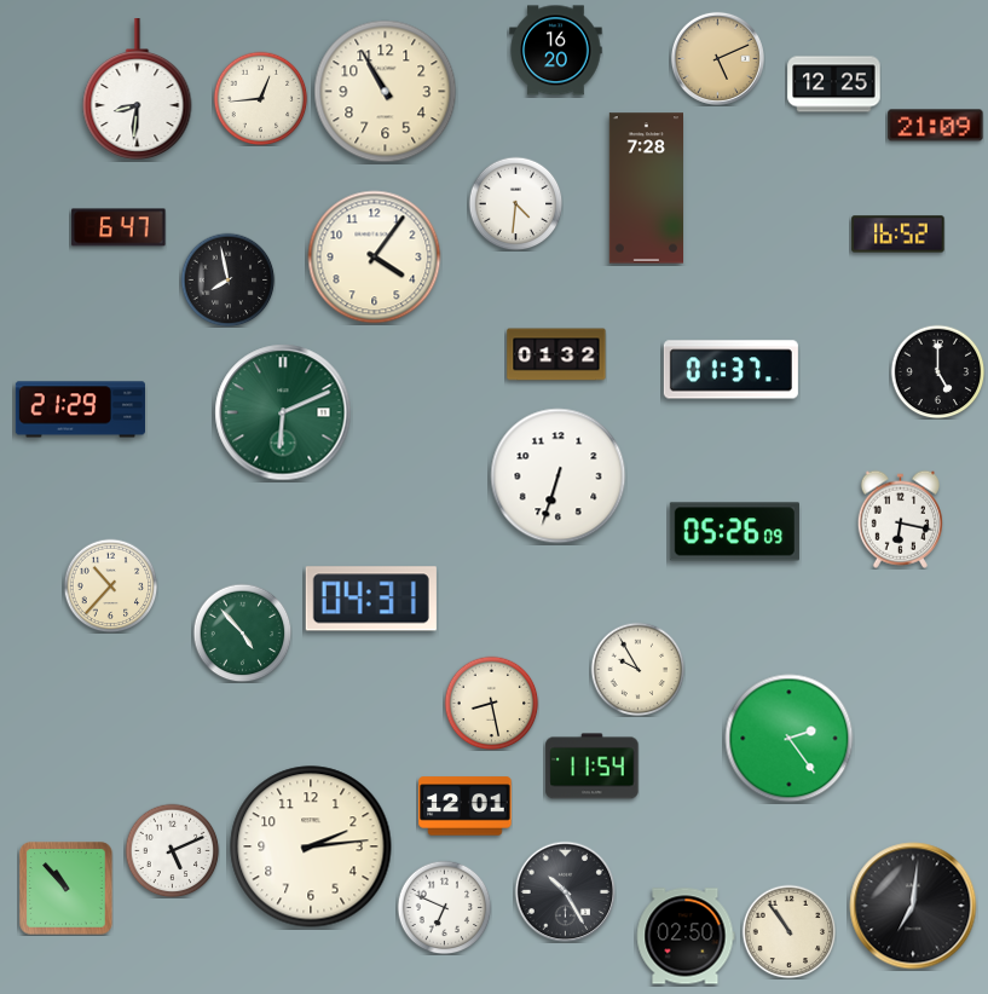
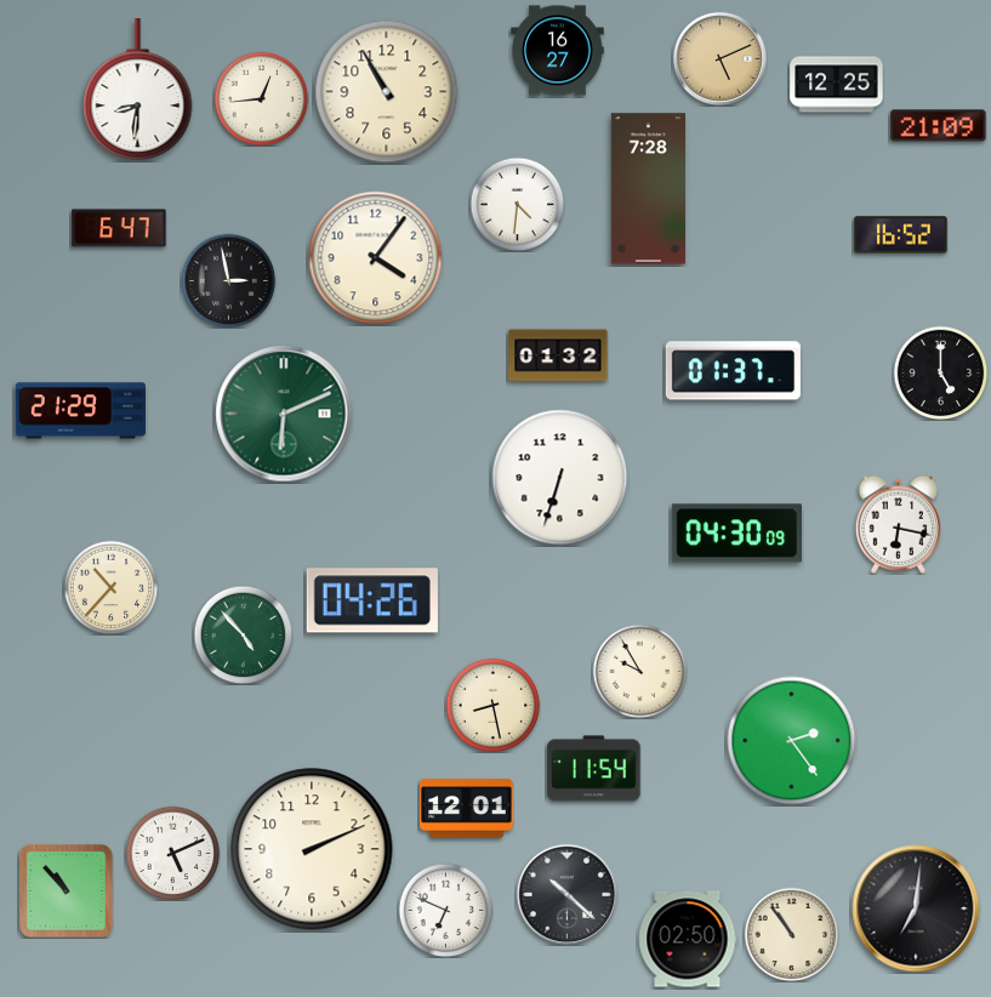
clock at (556, 51): 16:20 -> 16:27
clock at (227, 279): 7:58 -> 2:58
clock at (900, 519) position: (900, 519) -> (898, 524)
clock at (734, 532): 05:26 -> 04:30
clock at (371, 599): 04:31 -> 04:26
clock at (311, 846): 2:14 -> 2:11
clock at (565, 891): 10:25 -> 10:22
